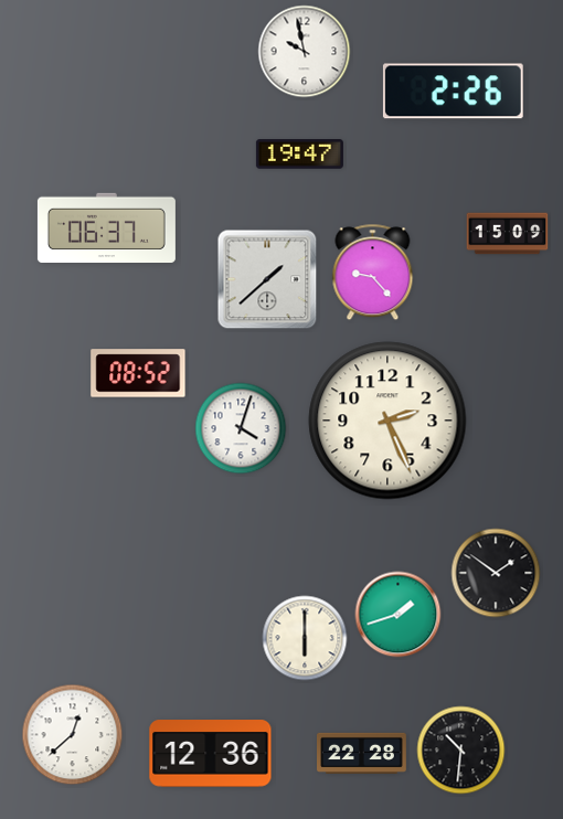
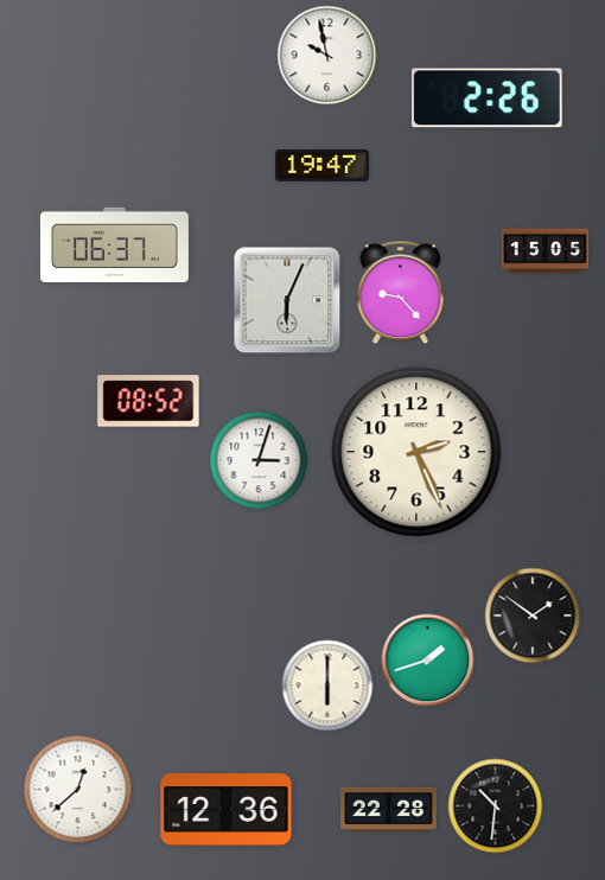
clock at (508, 234): 15:09 -> 15:05
clock at (267, 279): 1:38 -> 6:04
clock at (241, 428): 4:03 -> 3:03
